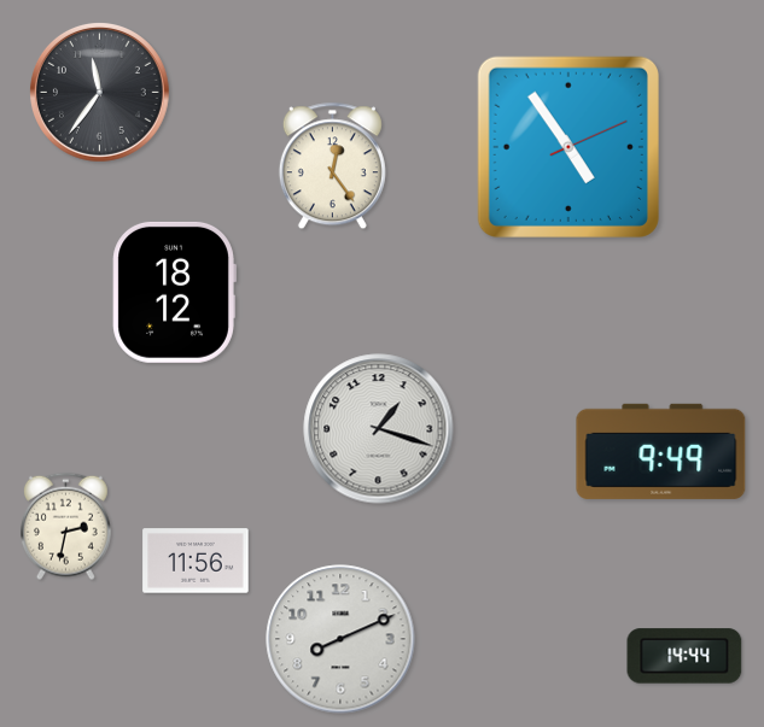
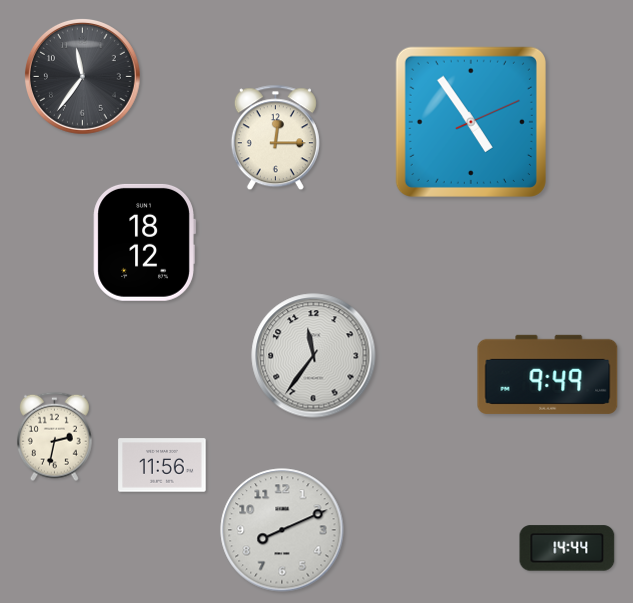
clock at (332, 166): 12:24 -> 12:15
clock at (379, 429): 1:18 -> 11:36
clock at (684, 656) position: (684, 656) -> (567, 548)
